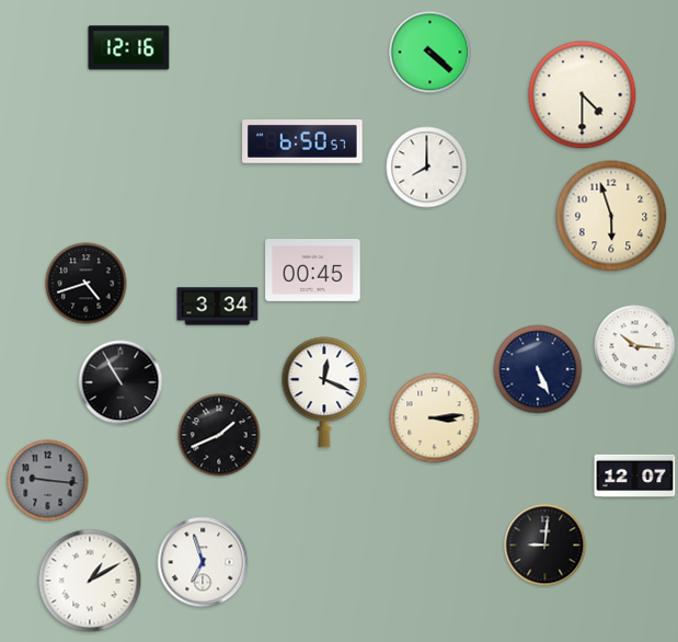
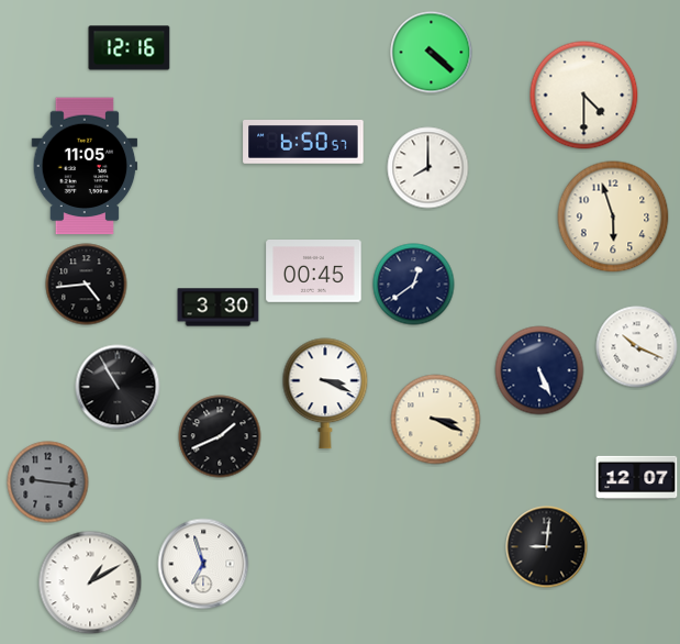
clock at (85, 166): none -> 11:05
clock at (87, 284): 4:42 -> 4:44
clock at (414, 285): none -> 12:39
clock at (218, 307): 3:34 -> 3:30
clock at (635, 346): 10:16 -> 10:19
clock at (120, 382) position: (120, 382) -> (118, 387)
clock at (324, 392): 12:19 -> 3:19
clock at (435, 419): 3:14 -> 3:19
